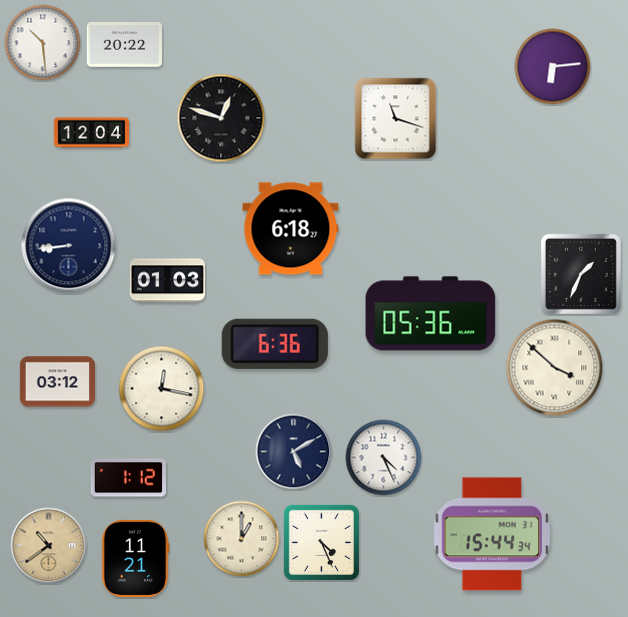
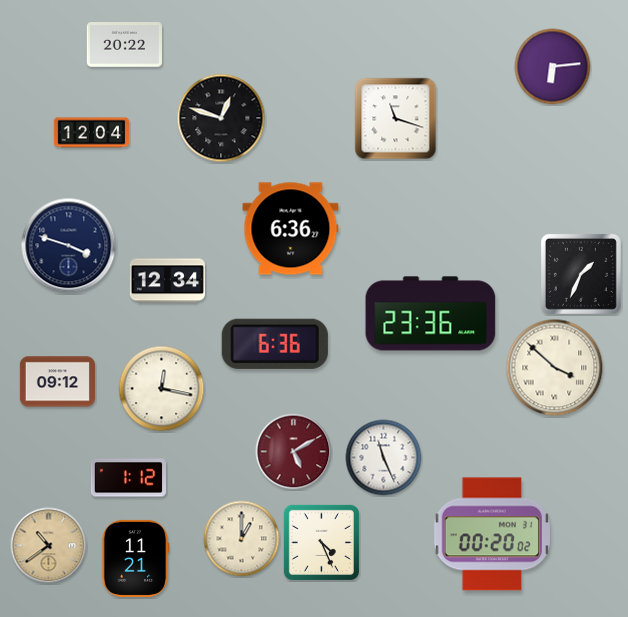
clock at (43, 43): 10:29 -> none
clock at (291, 229): 6:18 -> 6:36
clock at (69, 246): 8:44 -> 3:48
clock at (167, 281): 01:03 -> 12:34
clock at (431, 314): 05:36 -> 23:36
clock at (57, 382): 03:12 -> 09:12
clock at (294, 452) dial: navy -> burgundy
clock at (384, 458): 4:26 -> 11:26
clock at (491, 534): 15:44 -> 00:20
